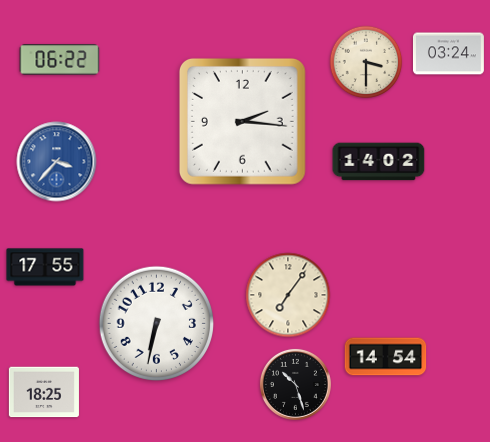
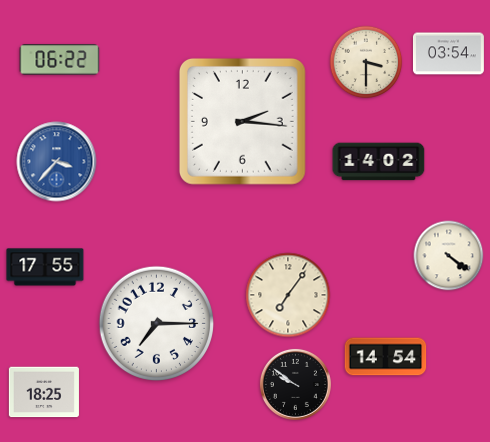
clock at (448, 54): 03:24 -> 03:54
clock at (449, 256): none -> 4:21
clock at (157, 324): 6:32 -> 7:15
clock at (295, 384): 10:27 -> 9:51
